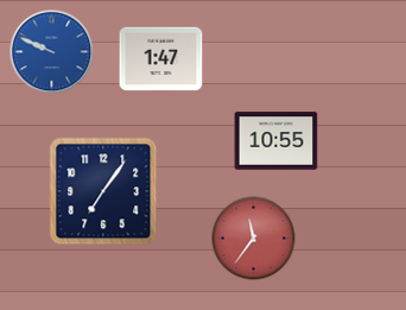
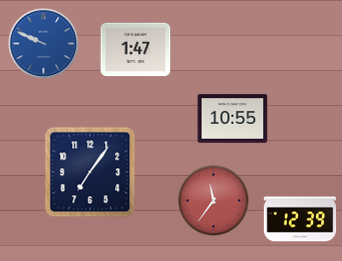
clock at (103, 191) position: (103, 191) -> (90, 172)
clock at (300, 219): none -> 12:39
